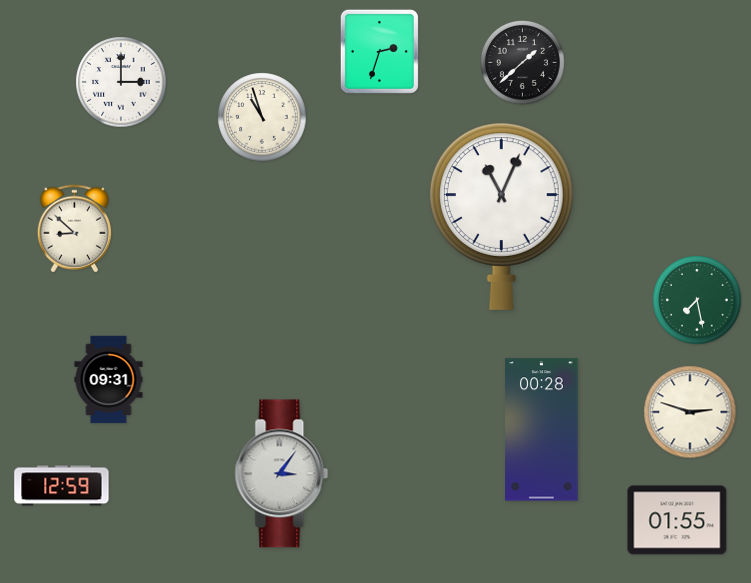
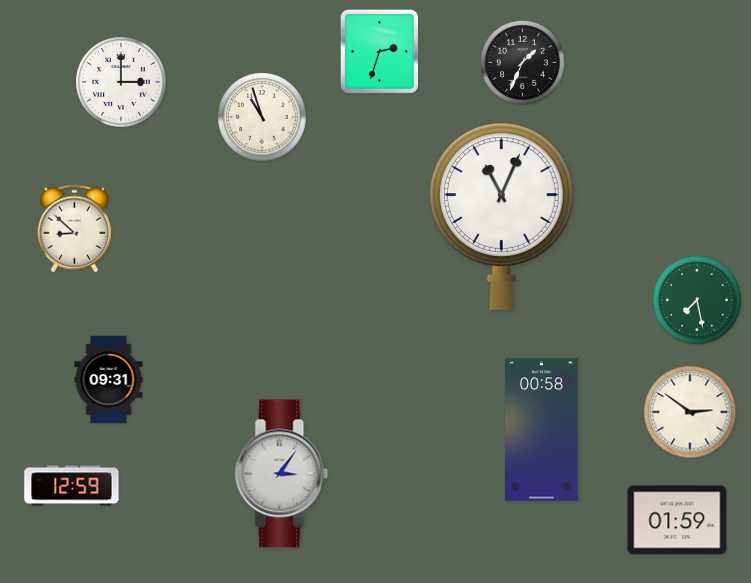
clock at (522, 62): 1:38 -> 1:34
clock at (690, 412): 2:48 -> 2:51
clock at (542, 430): 00:28 -> 00:58
clock at (62, 486) position: (62, 486) -> (72, 486)
clock at (677, 520): 01:55 -> 01:59
